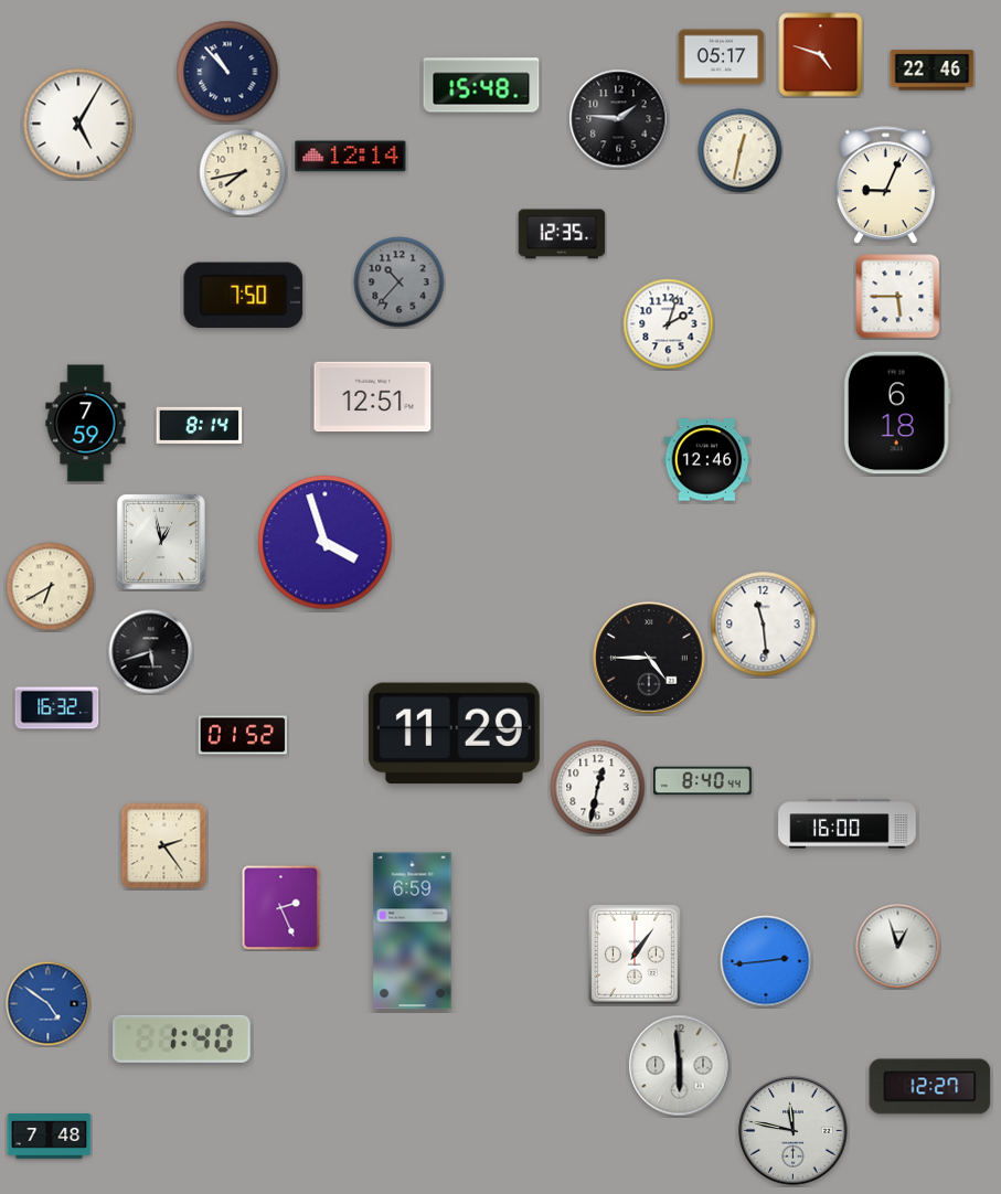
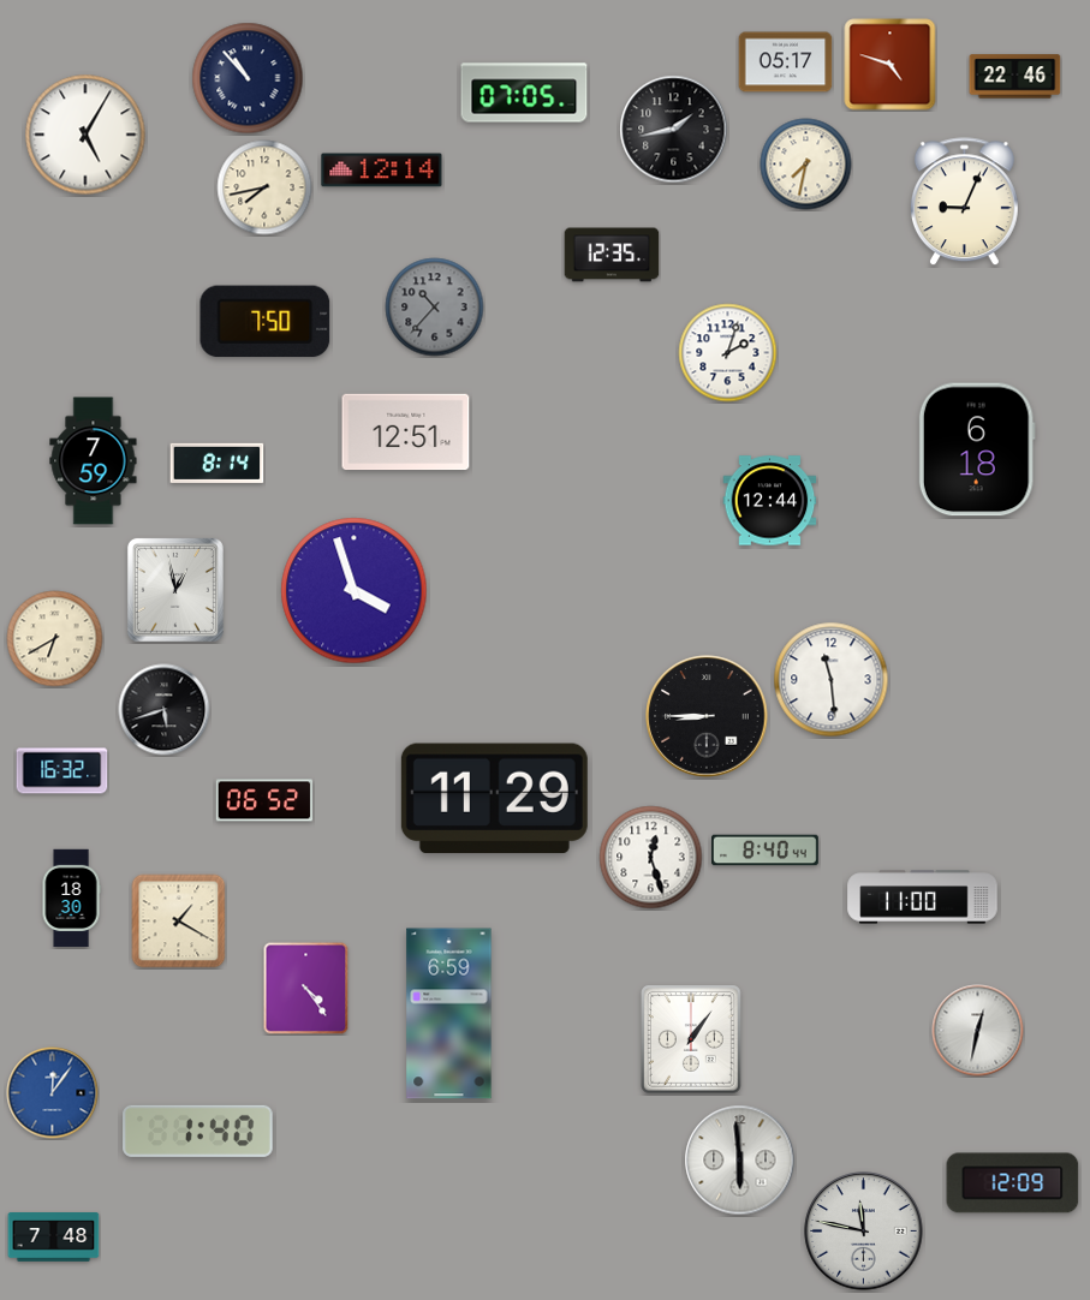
clock at (821, 55) position: (821, 55) -> (891, 65)
clock at (481, 85): 15:48 -> 07:05
clock at (619, 119): 1:46 -> 1:43
clock at (741, 151): 12:32 -> 7:32
clock at (898, 297): 5:45 -> none
clock at (707, 460): 12:46 -> 12:44
clock at (649, 658): 4:45 -> 8:45
clock at (243, 735): 01:52 -> 06:52
clock at (598, 788): 12:32 -> 12:27
clock at (848, 824): 16:00 -> 11:00
clock at (71, 899): none -> 18:30
clock at (164, 846): 2:24 -> 1:20
clock at (281, 908): 2:26 -> 4:24
clock at (898, 947): 12:57 -> 12:32
clock at (766, 961): 2:44 -> none
clock at (49, 1004): 4:51 -> 12:06
clock at (930, 1087): 12:27 -> 12:09
